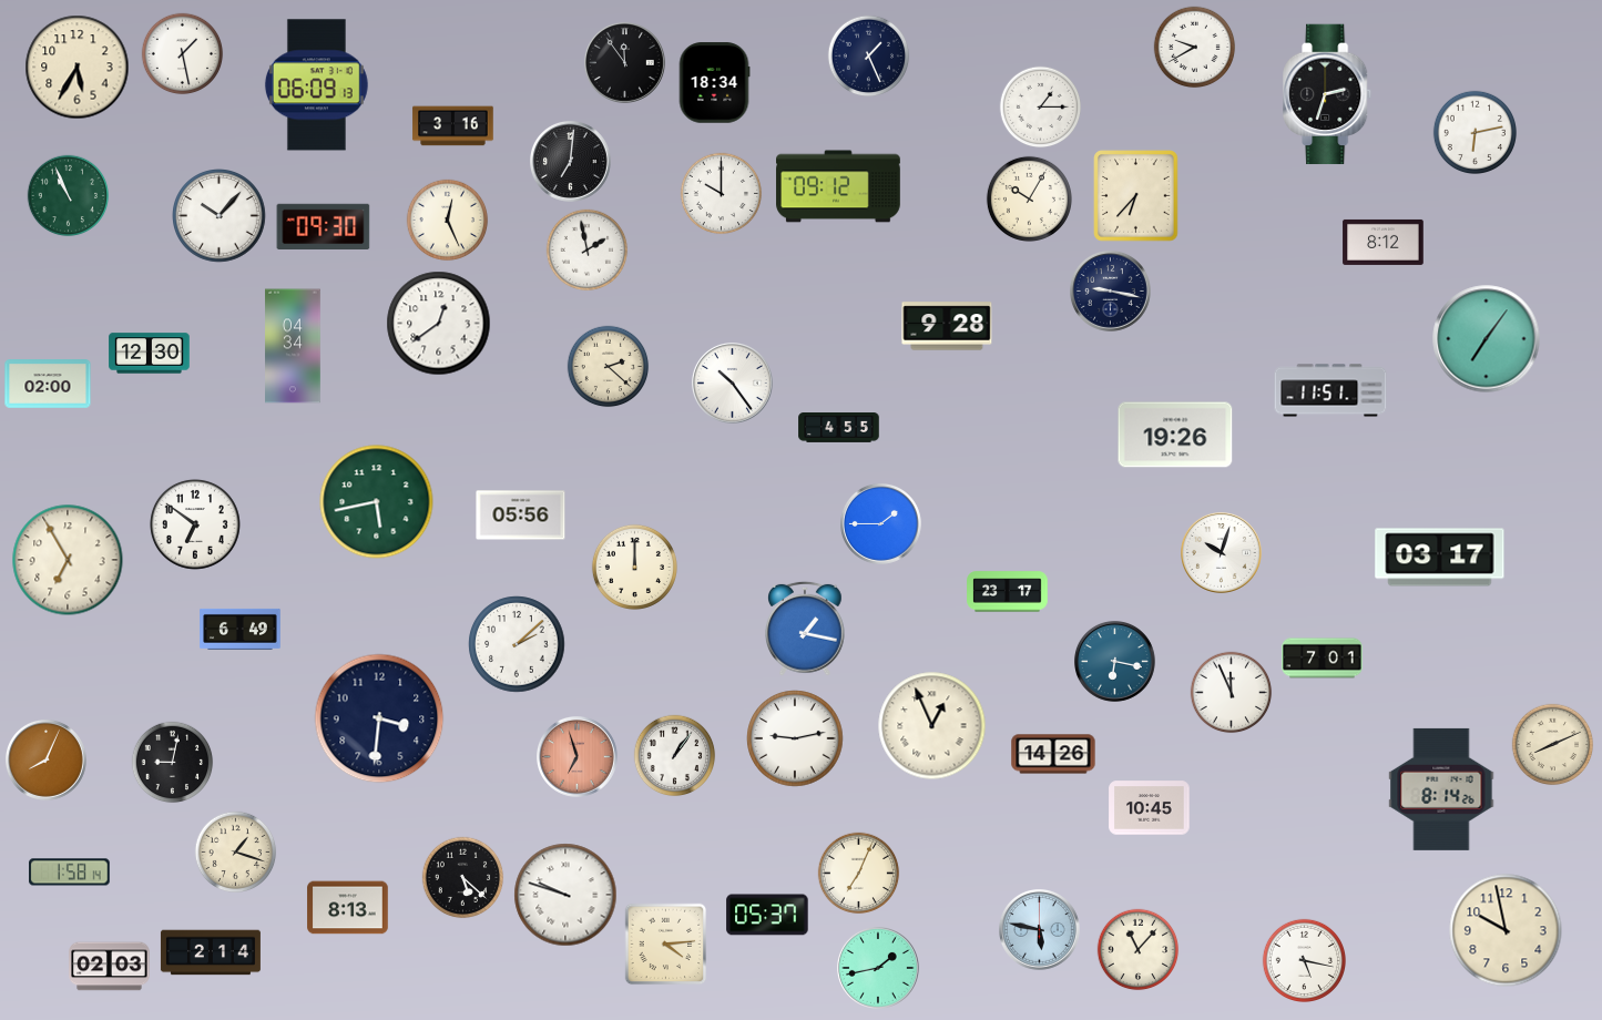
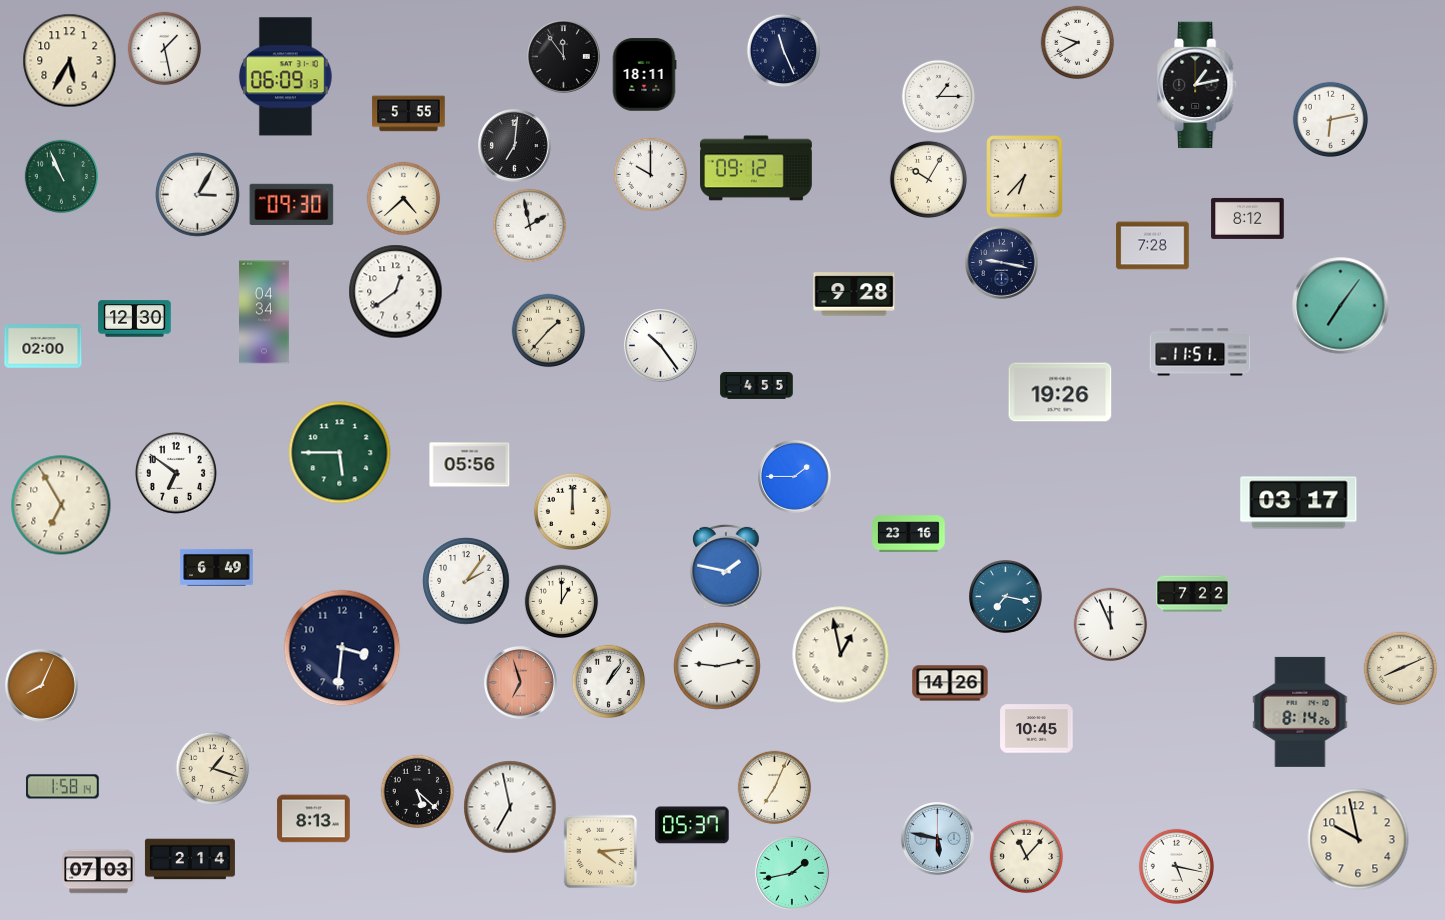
clock at (869, 57): 1:26 -> 11:26
clock at (714, 83): 18:34 -> 18:11
clock at (1328, 94): 2:33 -> 1:13
clock at (453, 126): 3:16 -> 5:55
clock at (220, 216): 10:07 -> 3:05
clock at (448, 221): 12:26 -> 4:38
clock at (1153, 246): none -> 7:28
clock at (609, 367): 2:22 -> 1:37
clock at (377, 502): 5:43 -> 5:45
clock at (881, 524) position: (881, 524) -> (795, 477)
clock at (1222, 553): 10:03 -> none
clock at (1008, 592): 23:17 -> 23:16
clock at (805, 629): 1:17 -> 1:47
clock at (517, 644): 2:08 -> 2:06
clock at (1323, 659): 7:01 -> 7:22
clock at (1115, 662): 6:17 -> 7:17
clock at (562, 602): none -> 1:00
clock at (932, 726): 12:56 -> 12:58
clock at (1553, 745) position: (1553, 745) -> (1401, 669)
clock at (1053, 754) position: (1053, 754) -> (950, 683)
clock at (173, 763): 9:02 -> none
clock at (565, 895): 9:48 -> 6:58
clock at (110, 967): 02:03 -> 07:03
